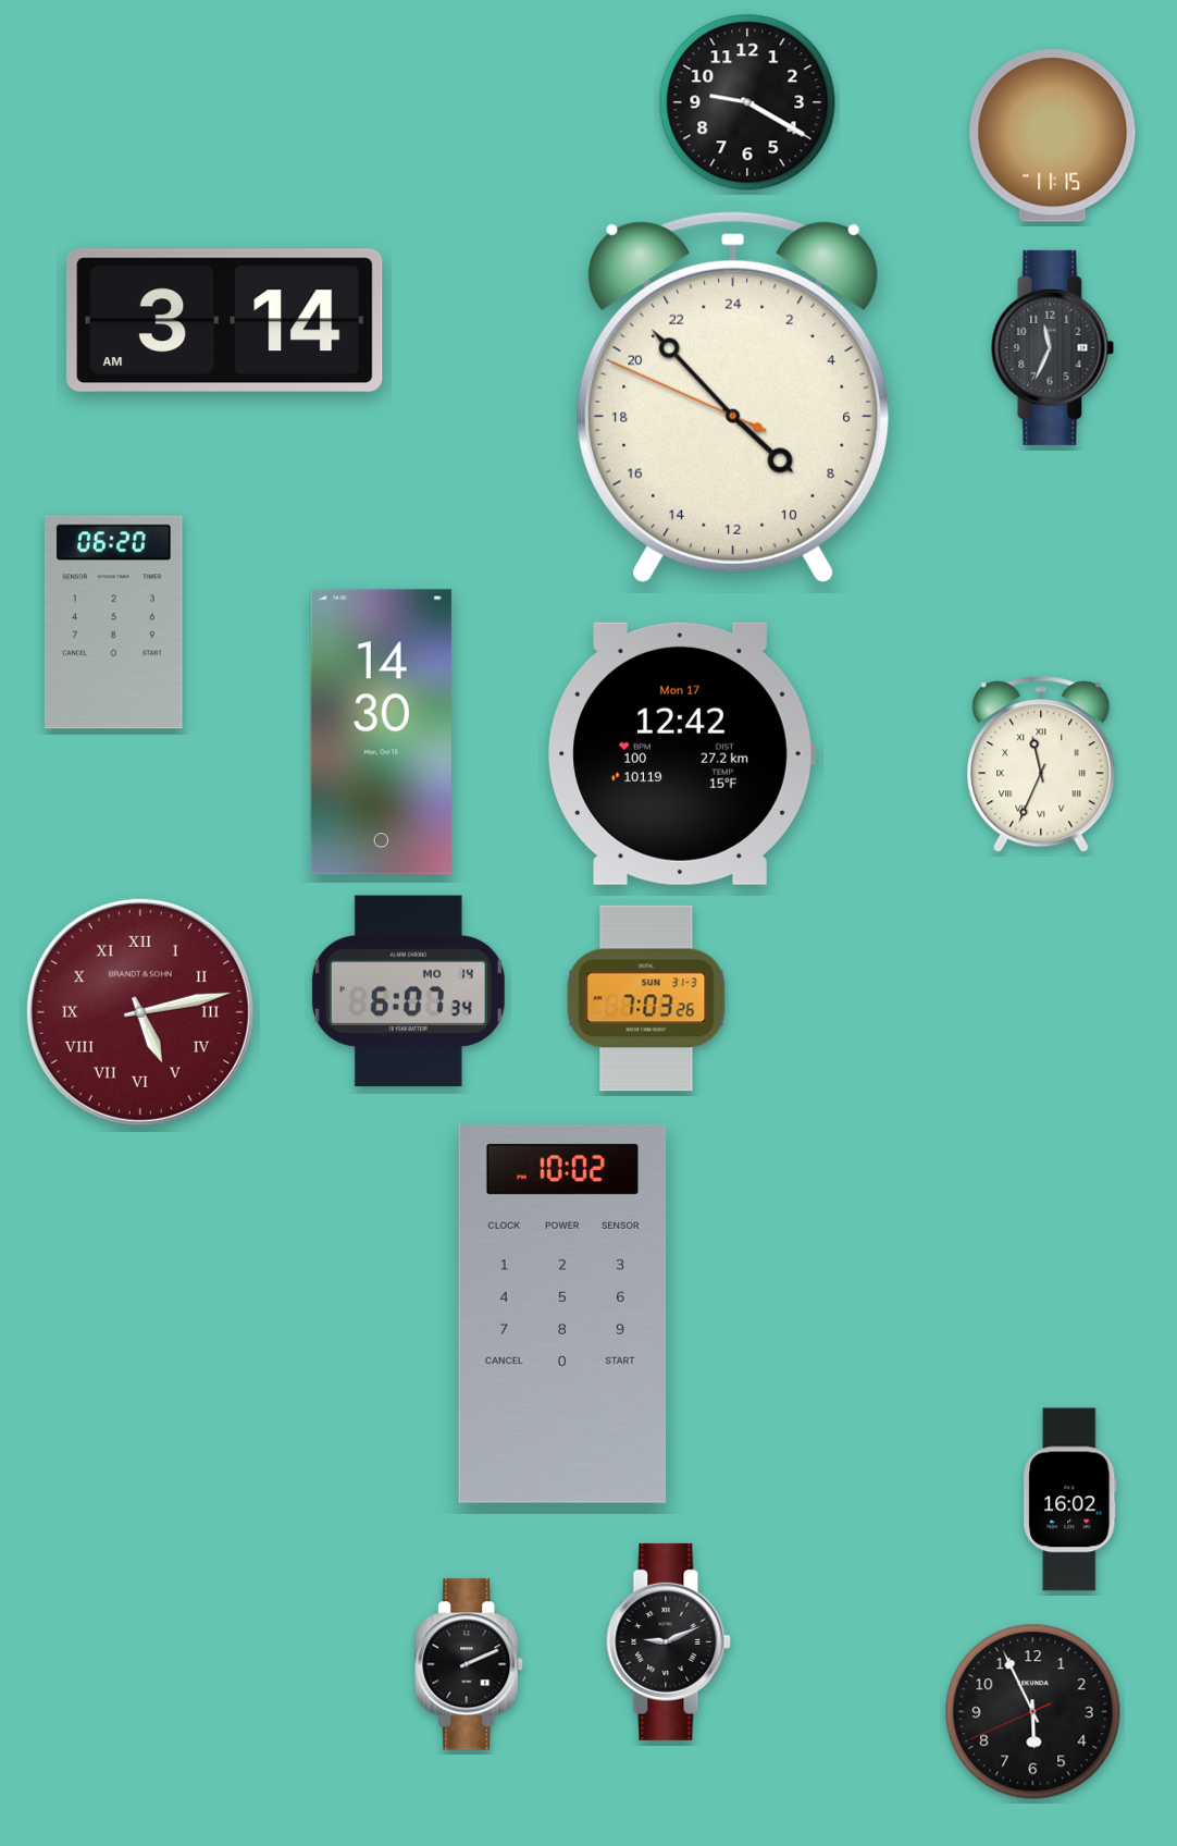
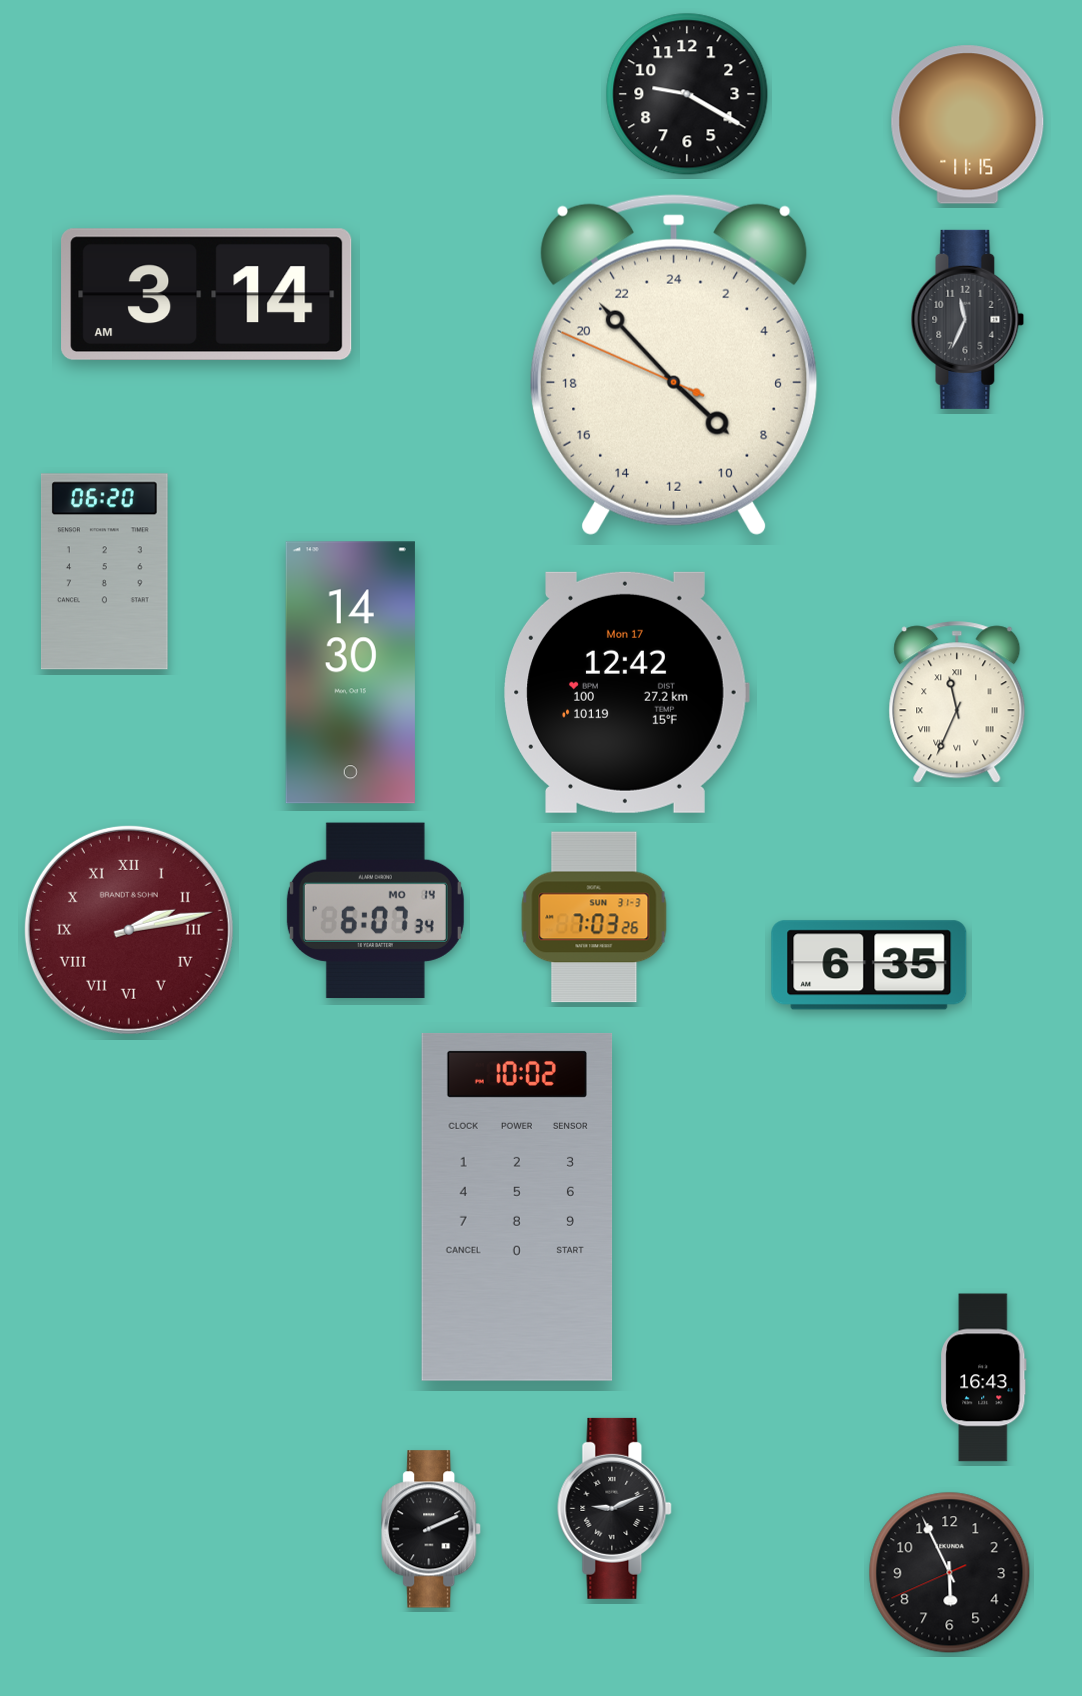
clock at (140, 1012): 5:13 -> 2:13
clock at (869, 965): none -> 6:35
clock at (1070, 1500): 16:02 -> 16:43
